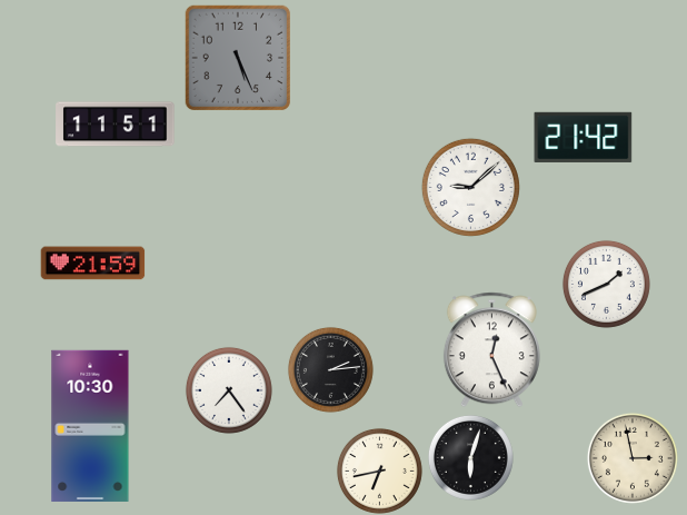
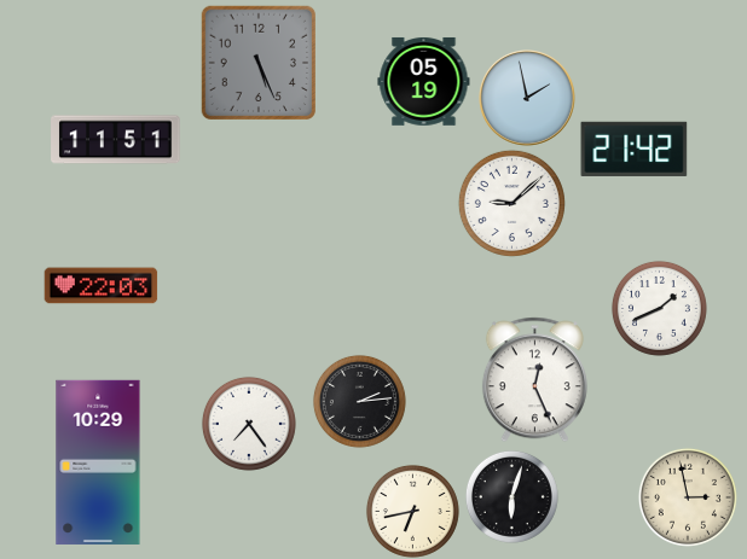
clock at (424, 81): none -> 05:19
clock at (527, 98): none -> 1:58
clock at (116, 125) position: (116, 125) -> (116, 140)
clock at (93, 264): 21:59 -> 22:03
clock at (90, 426): 10:30 -> 10:29
